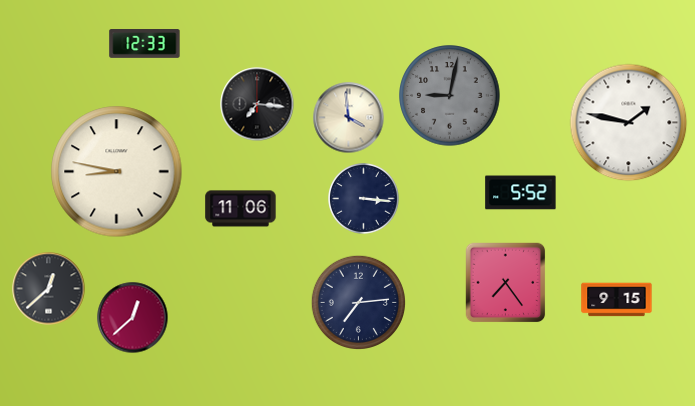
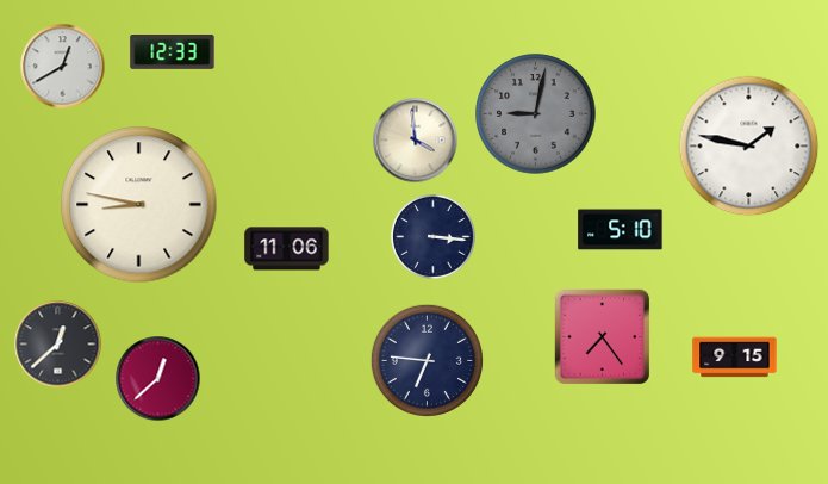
clock at (63, 67): none -> 12:40
clock at (257, 104): 7:16 -> none
clock at (521, 193): 5:52 -> 5:10
clock at (358, 302): 7:14 -> 6:46
